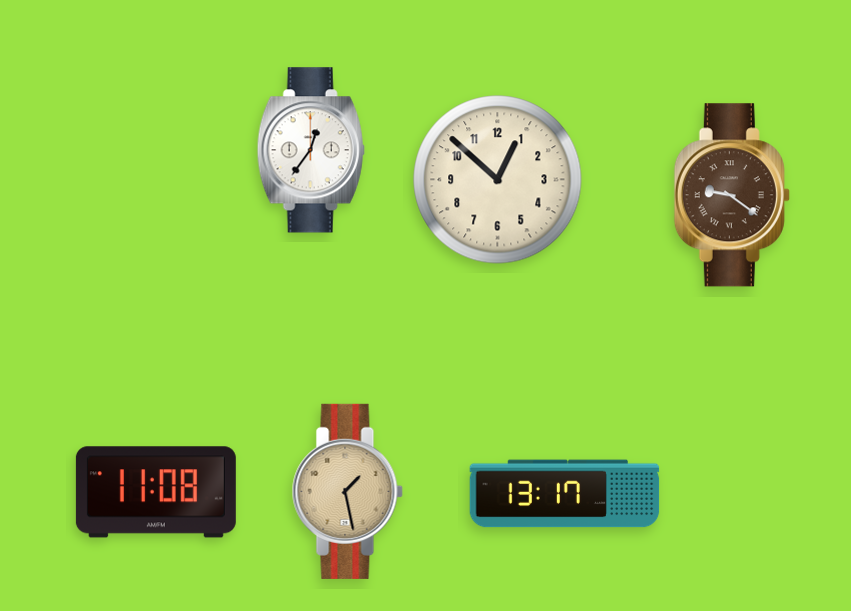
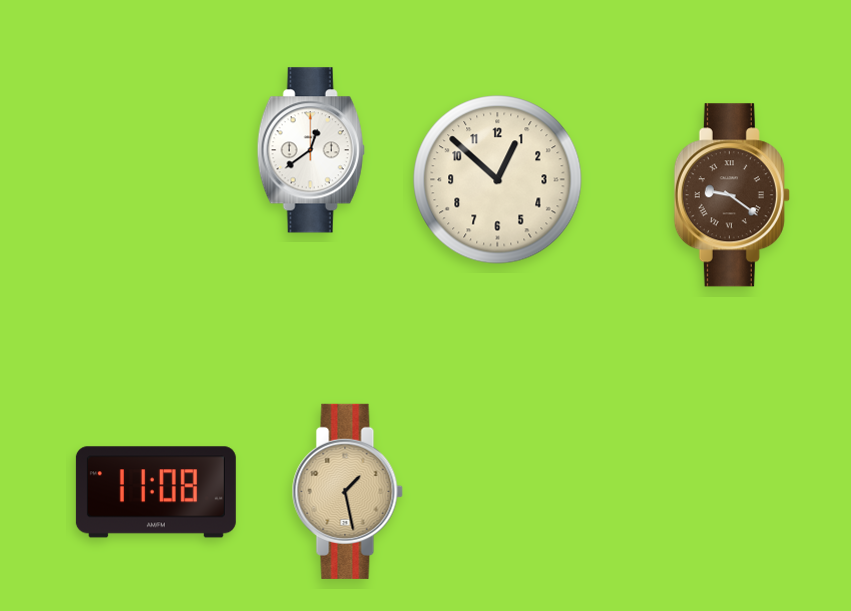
clock at (311, 150): 12:36 -> 12:39
clock at (565, 494): 13:17 -> none
